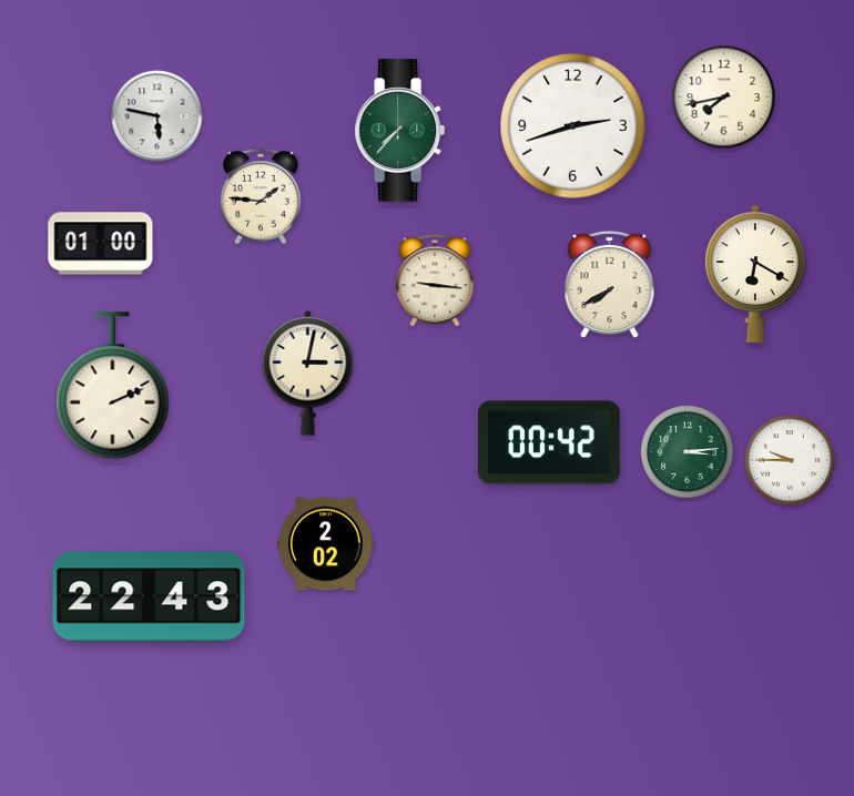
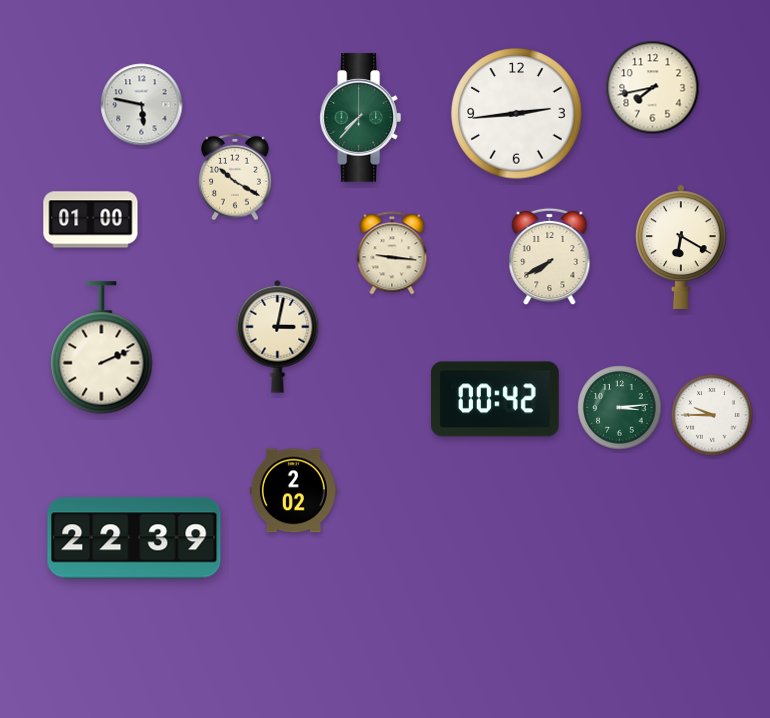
clock at (573, 126): 2:42 -> 2:44
clock at (261, 196): 1:46 -> 10:20
clock at (149, 596): 22:43 -> 22:39
